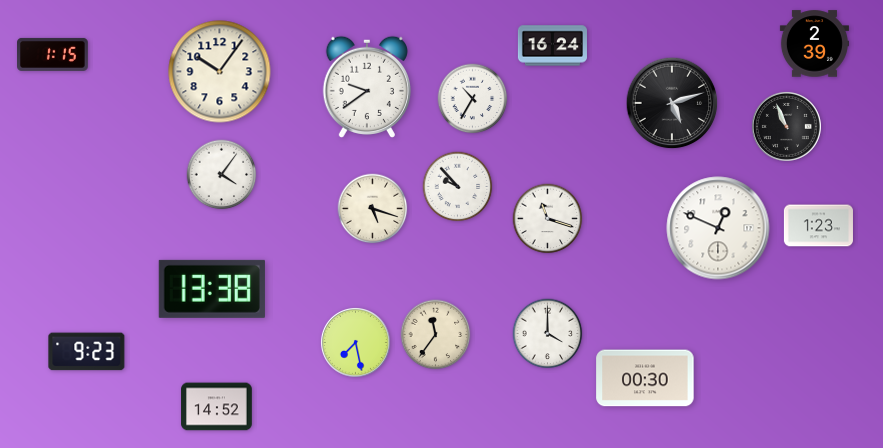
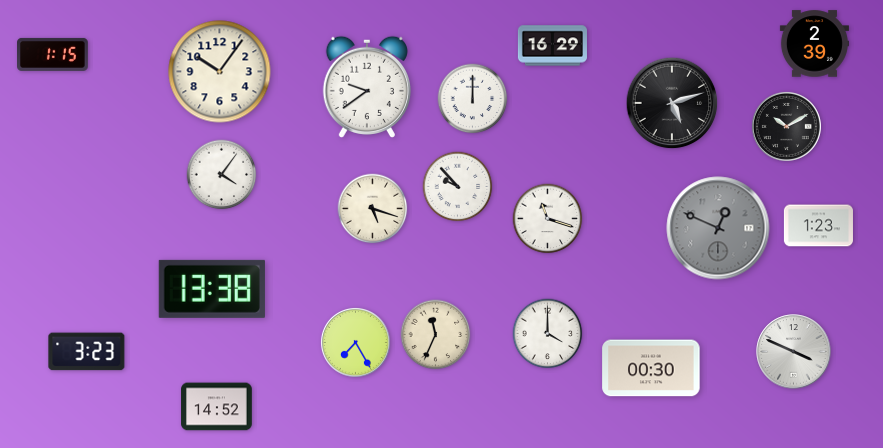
clock at (552, 46): 16:24 -> 16:29
clock at (473, 99): 10:35 -> 12:00
clock at (786, 126): 10:56 -> 10:10
clock at (718, 228) dial: white -> grey
clock at (436, 335): 11:36 -> 11:34
clock at (355, 342): 7:28 -> 7:25
clock at (87, 352): 9:23 -> 3:23
clock at (794, 352): none -> 3:49
clock at (645, 378) position: (645, 378) -> (651, 368)
